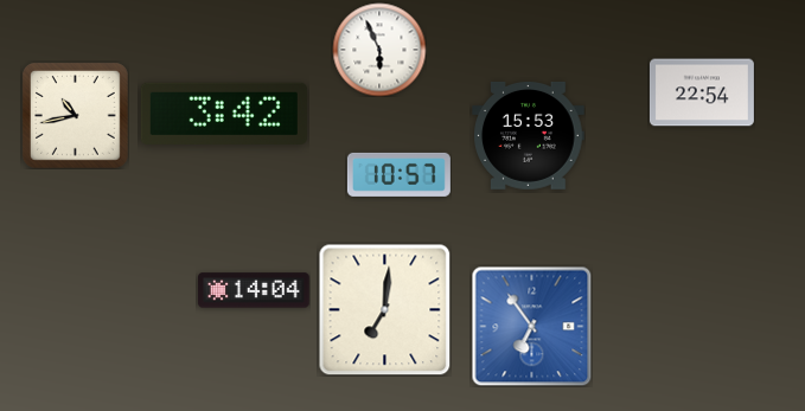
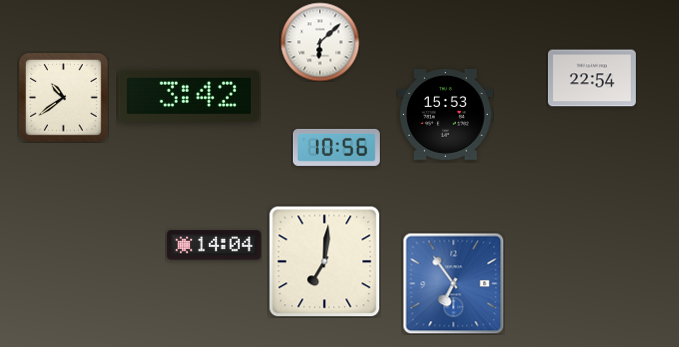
clock at (379, 50): 5:56 -> 6:08
clock at (76, 116): 10:43 -> 10:39
clock at (398, 174): 10:57 -> 10:56
clock at (531, 326) position: (531, 326) -> (453, 283)
